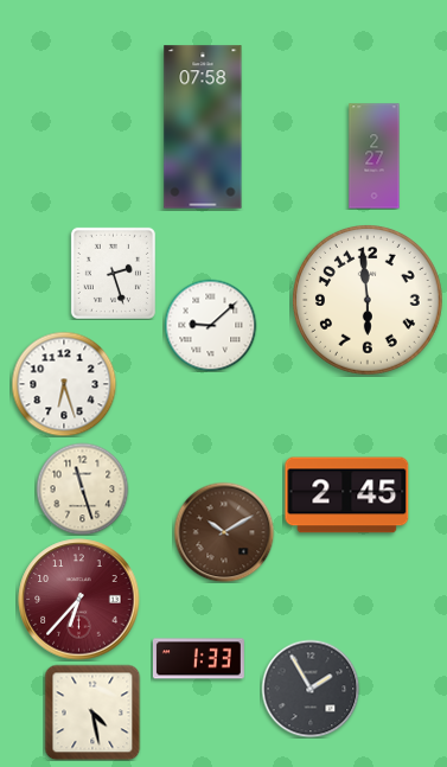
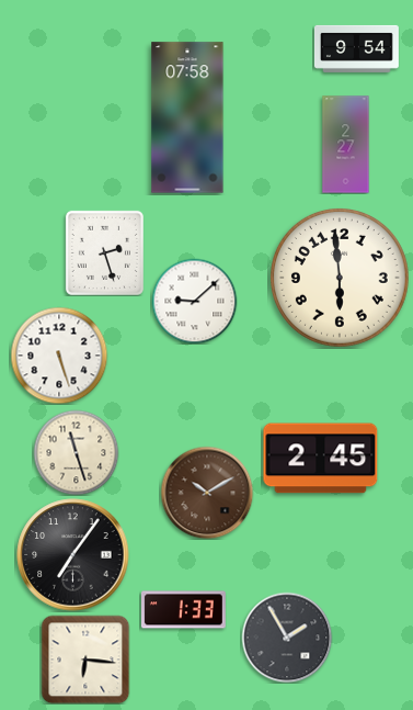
clock at (356, 48): none -> 9:54
clock at (64, 384): 6:27 -> 5:27
clock at (79, 600): 6:37 -> 7:06
clock at (79, 600) dial: burgundy -> black
clock at (92, 712): 4:28 -> 6:16
